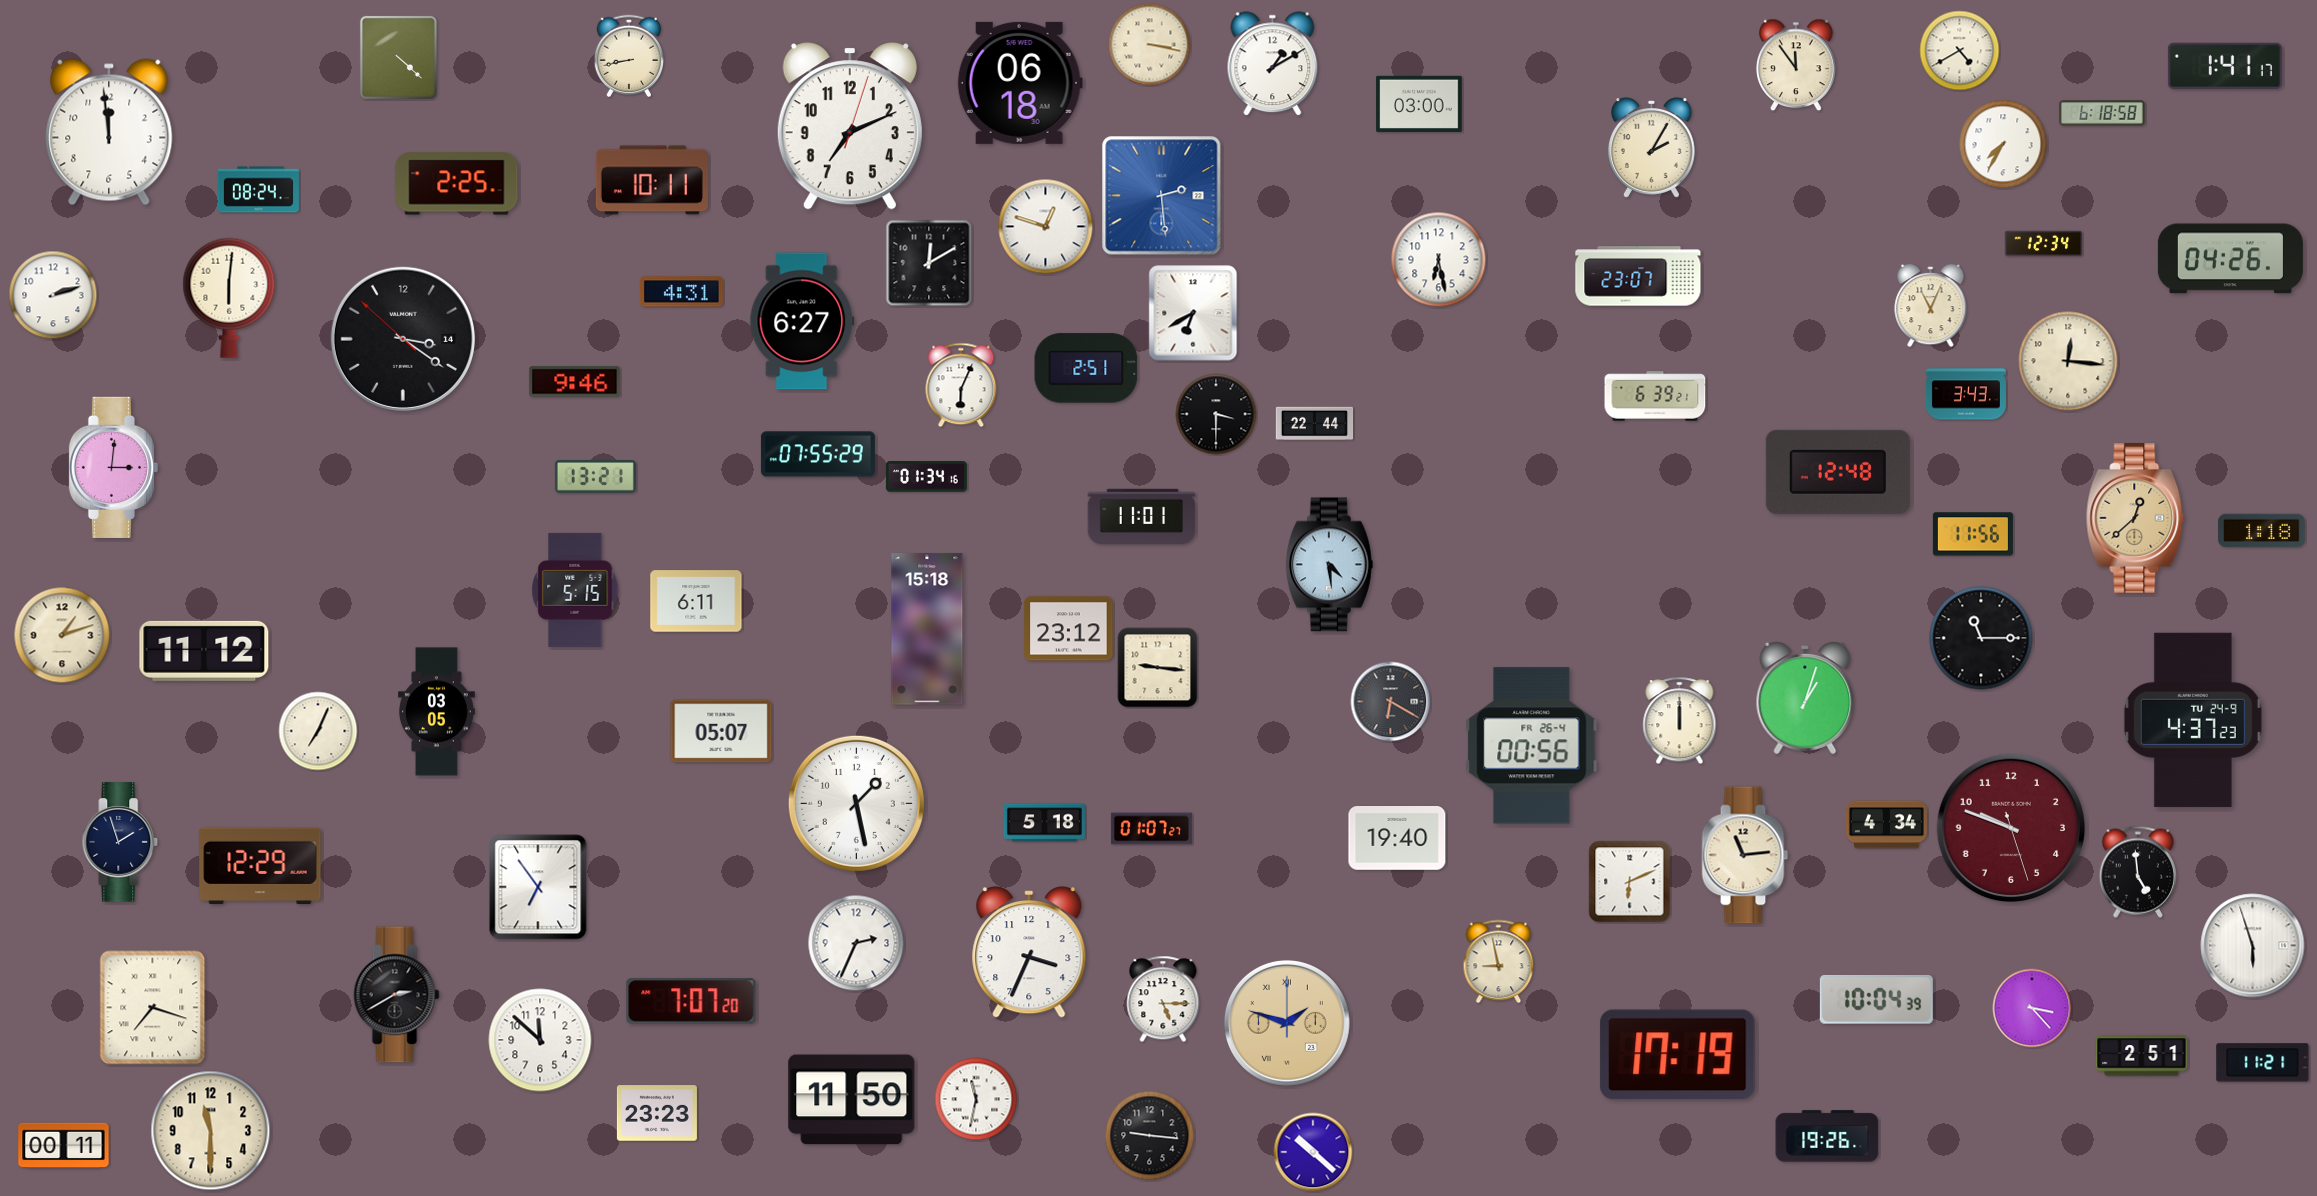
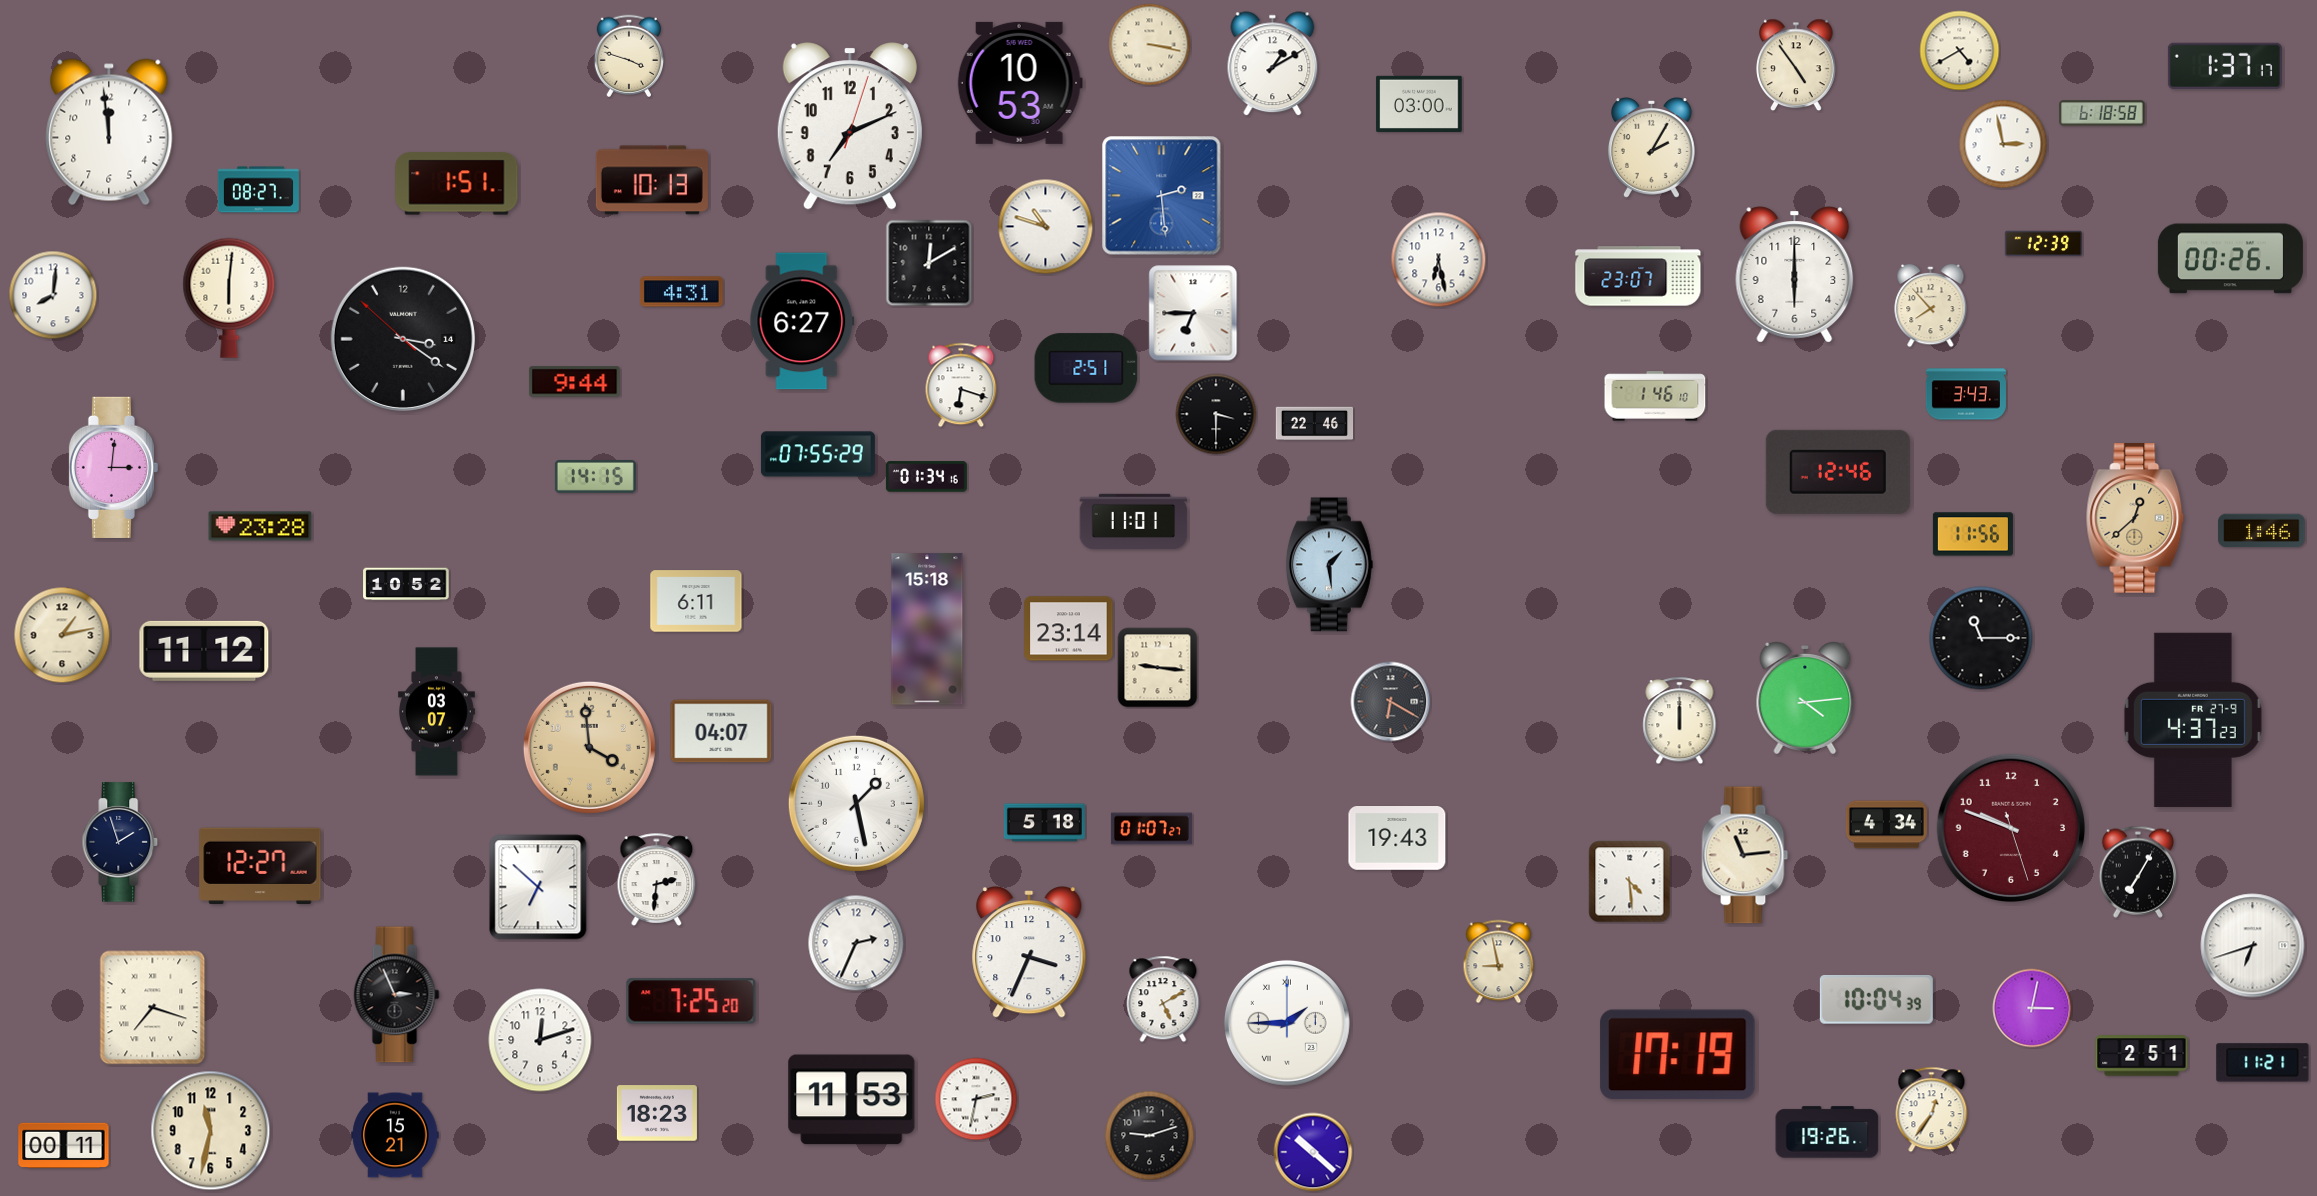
clock at (628, 55): 8:43 -> 3:48
clock at (398, 57): 4:22 -> none
clock at (1796, 65): 11:54 -> 4:54
clock at (2225, 66): 1:41 -> 1:37
clock at (1020, 83): 06:18 -> 10:53
clock at (2003, 144): 7:35 -> 2:58
clock at (652, 180): 10:11 -> 10:13
clock at (457, 184): 2:25 -> 1:51
clock at (258, 190): 08:24 -> 08:27
clock at (1046, 227): 12:48 -> 10:48
clock at (2044, 244): 12:34 -> 12:39
clock at (2230, 259): 04:26 -> 00:26
clock at (1795, 275): none -> 6:00
clock at (53, 295): 2:12 -> 8:01
clock at (1931, 306): 11:04 -> 7:53
clock at (1193, 313): 6:40 -> 6:45
clock at (2068, 361): 12:16 -> none
clock at (575, 382): 9:46 -> 9:44
clock at (961, 385): 6:04 -> 6:18
clock at (1655, 396): 6:39 -> 1:46
clock at (1315, 424): 22:44 -> 22:46
clock at (1838, 472): 12:48 -> 12:46
clock at (595, 476): 13:21 -> 14:15
clock at (1142, 516) position: (1142, 516) -> (1134, 521)
clock at (260, 526): none -> 23:28
clock at (2262, 531): 1:18 -> 1:46
clock at (1329, 565): 4:29 -> 1:29
clock at (406, 584): none -> 10:52
clock at (575, 590): 5:15 -> none
clock at (1069, 629): 23:12 -> 23:14
clock at (62, 635): 1:12 -> 1:13
clock at (1805, 698): 1:03 -> 4:14
clock at (437, 712): 03:05 -> 03:07
clock at (2193, 720) date: TU 24-9 -> FR 27-9
clock at (318, 731): 7:04 -> none
clock at (721, 731): 05:07 -> 04:07
clock at (1532, 746): 00:56 -> none
clock at (589, 747): none -> 3:59
clock at (1397, 839): 19:40 -> 19:43
clock at (260, 866): 12:29 -> 12:27
clock at (2137, 872): 4:59 -> 7:05
clock at (657, 879): none -> 2:31
clock at (1630, 882): 6:11 -> 4:29
clock at (538, 887): 6:54 -> 6:52
clock at (2253, 946): 5:57 -> 6:42
clock at (397, 995): 2:40 -> 2:56
clock at (1163, 999): 5:15 -> 5:10
clock at (691, 1001): 7:07 -> 7:25
clock at (2032, 1008): 3:23 -> 3:02
clock at (1287, 1023): 1:48 -> 1:45
clock at (1287, 1023) dial: champagne -> white
clock at (540, 1040): 11:52 -> 12:12
clock at (976, 1099): 11:32 -> 2:32
clock at (852, 1100): 11:50 -> 11:53
clock at (1932, 1110): none -> 12:36
clock at (657, 1113): 23:23 -> 18:23
clock at (211, 1131): 11:30 -> 11:32
clock at (395, 1135): none -> 15:21
clock at (1150, 1136): 9:16 -> 9:12
clock at (1827, 1136) position: (1827, 1136) -> (1827, 1132)
